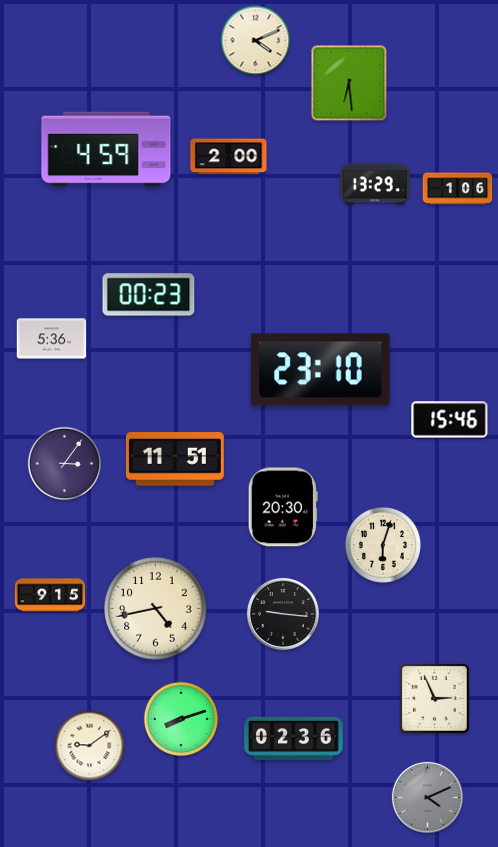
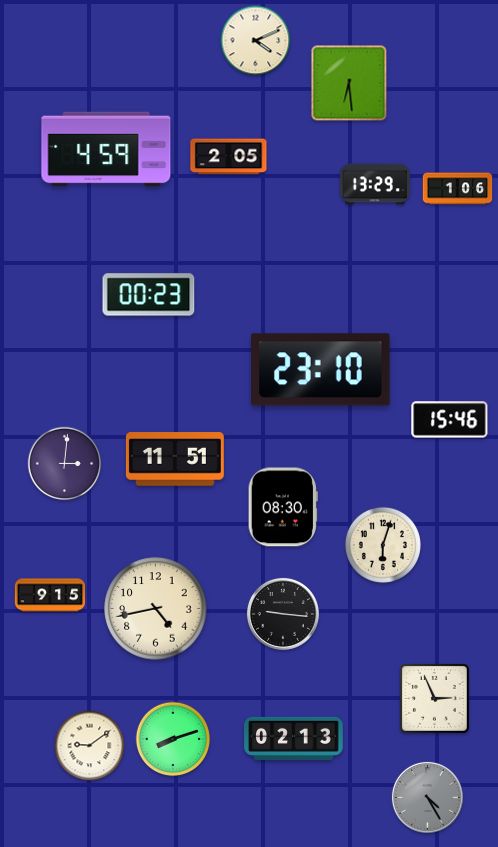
clock at (229, 157): 2:00 -> 2:05
clock at (52, 339): 5:36 -> none
clock at (65, 464): 3:06 -> 3:01
clock at (283, 507): 20:30 -> 08:30
clock at (181, 719) position: (181, 719) -> (173, 739)
clock at (294, 738): 02:36 -> 02:13
clock at (427, 797): 4:11 -> 4:25
